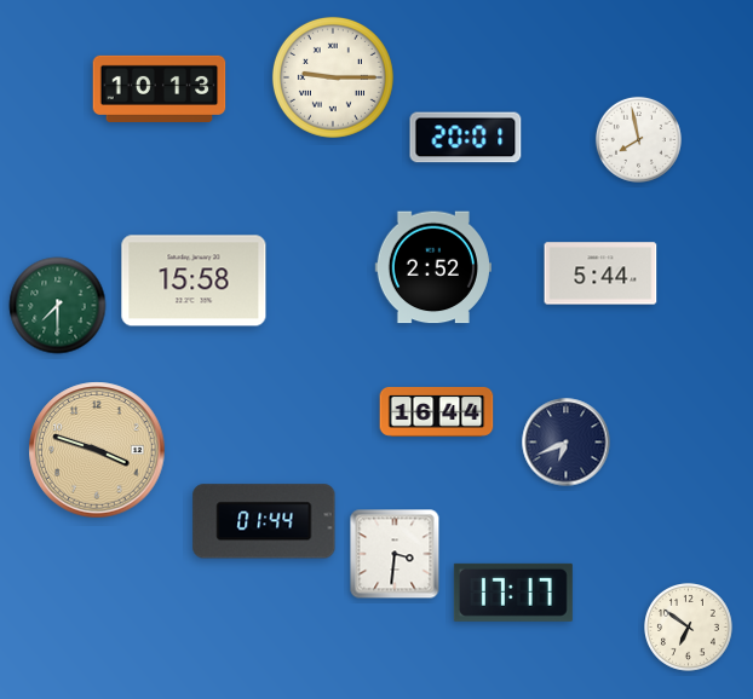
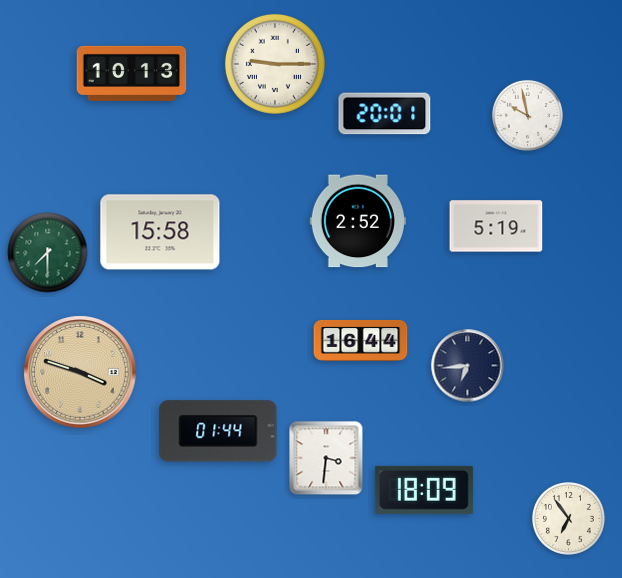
clock at (638, 139): 7:58 -> 9:58
clock at (600, 273): 5:44 -> 5:19
clock at (567, 443): 6:41 -> 6:44
clock at (513, 593): 17:17 -> 18:09
clock at (689, 628): 6:51 -> 6:54
